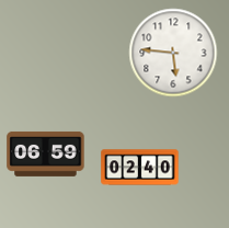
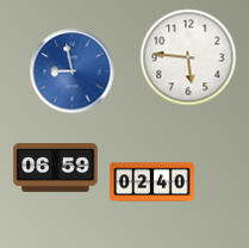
clock at (73, 72): none -> 8:58
clock at (46, 155) position: (46, 155) -> (56, 168)
